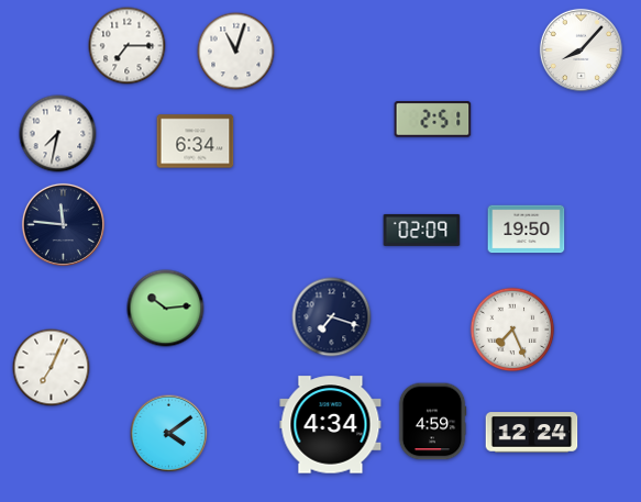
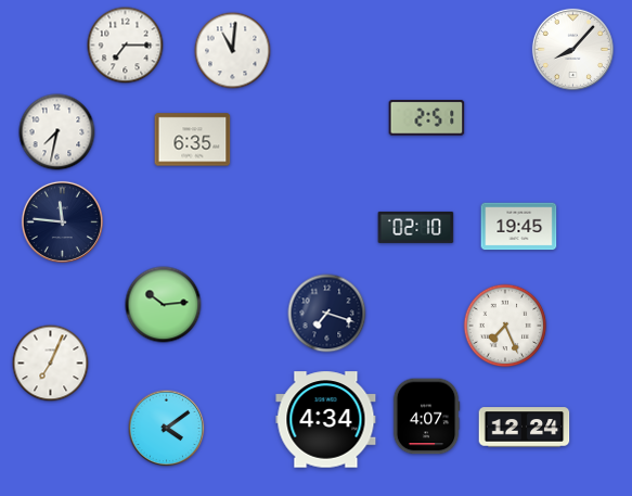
clock at (236, 52): 11:03 -> 11:01
clock at (196, 142): 6:34 -> 6:35
clock at (422, 230): 02:09 -> 02:10
clock at (527, 230): 19:50 -> 19:45
clock at (432, 422): 4:59 -> 4:07
